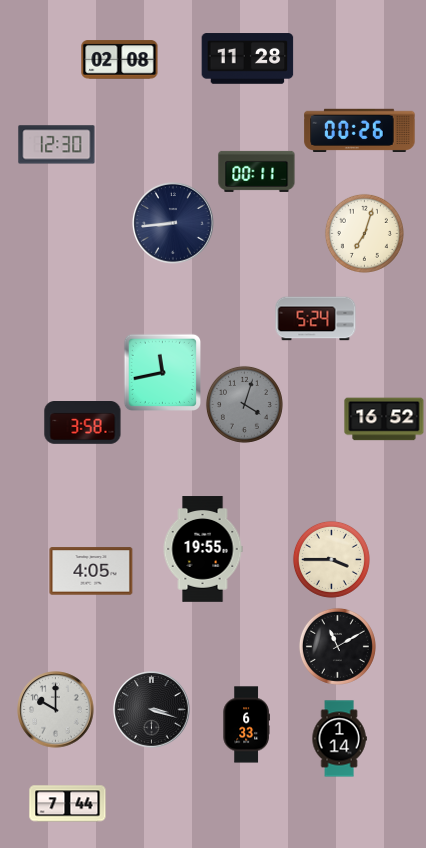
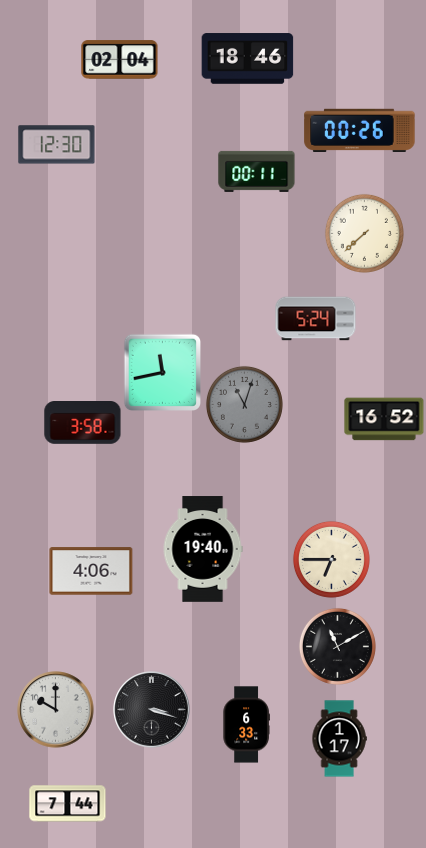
clock at (248, 59): 11:28 -> 18:46
clock at (120, 60): 02:08 -> 02:04
clock at (173, 223): 8:44 -> none
clock at (364, 233): 7:03 -> 7:38
clock at (244, 404): 4:03 -> 11:03
clock at (203, 549): 19:55 -> 19:40
clock at (331, 559): 3:45 -> 6:45
clock at (91, 571): 4:05 -> 4:06
clock at (339, 739): 1:14 -> 1:17
